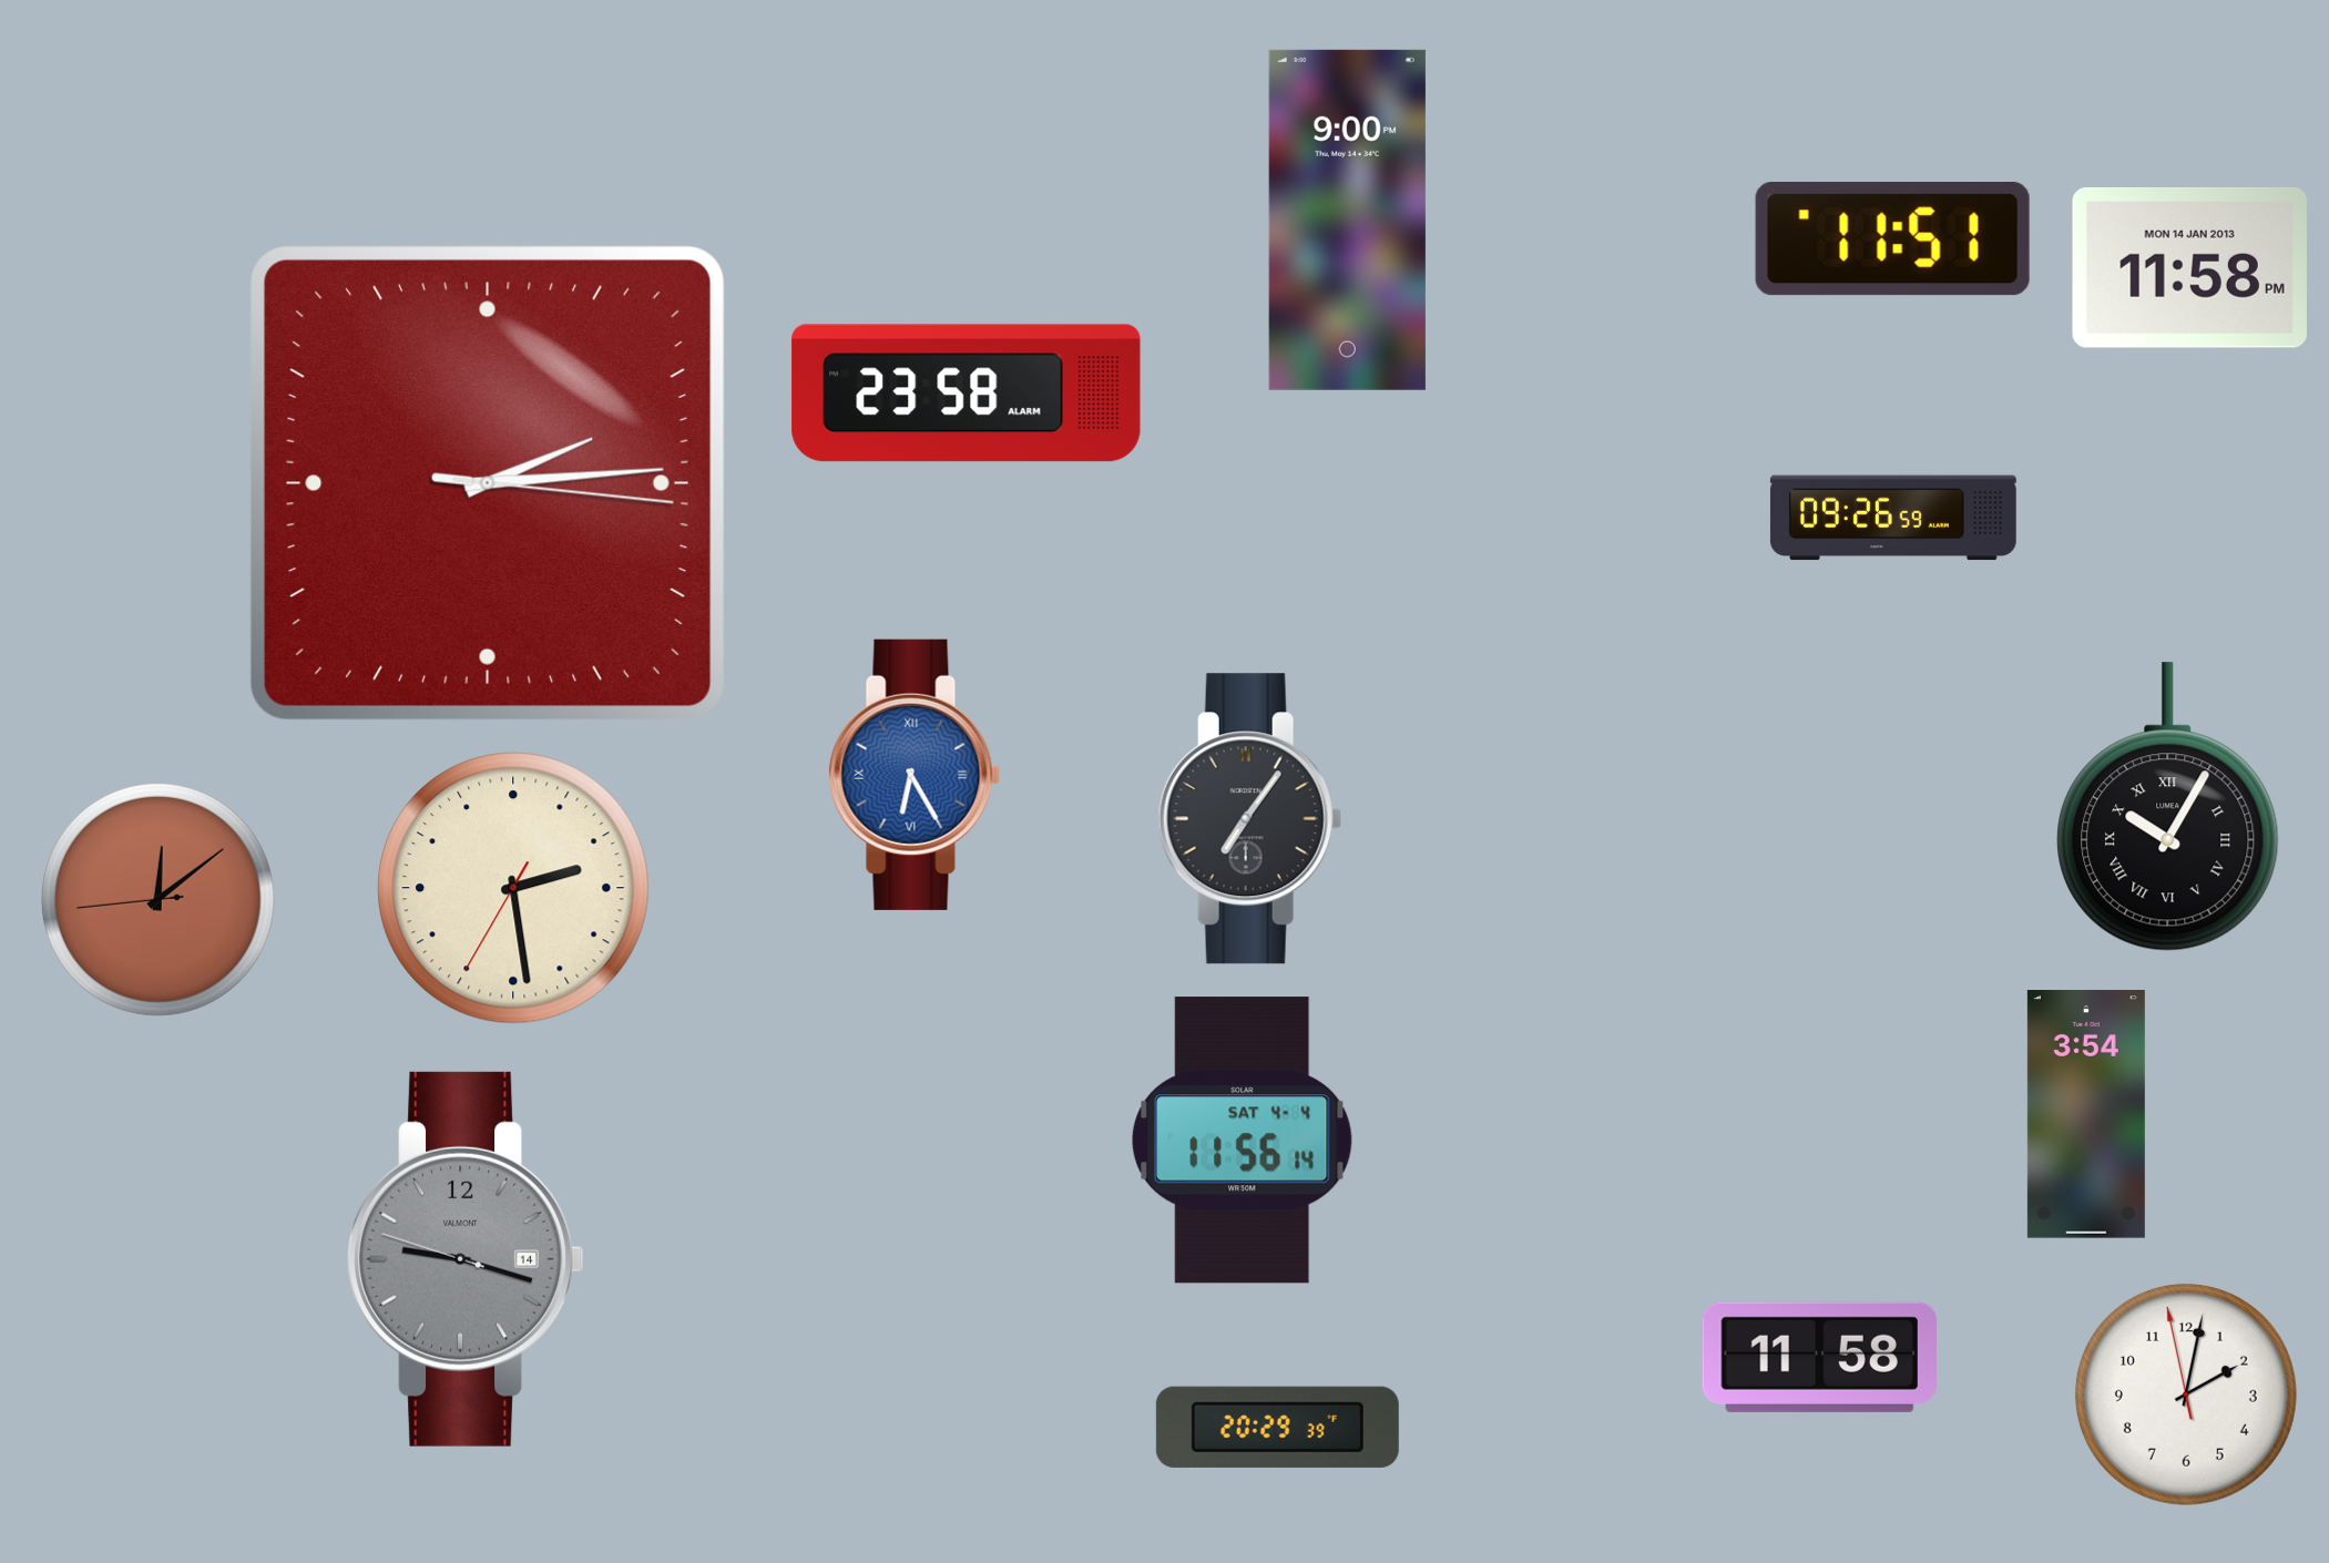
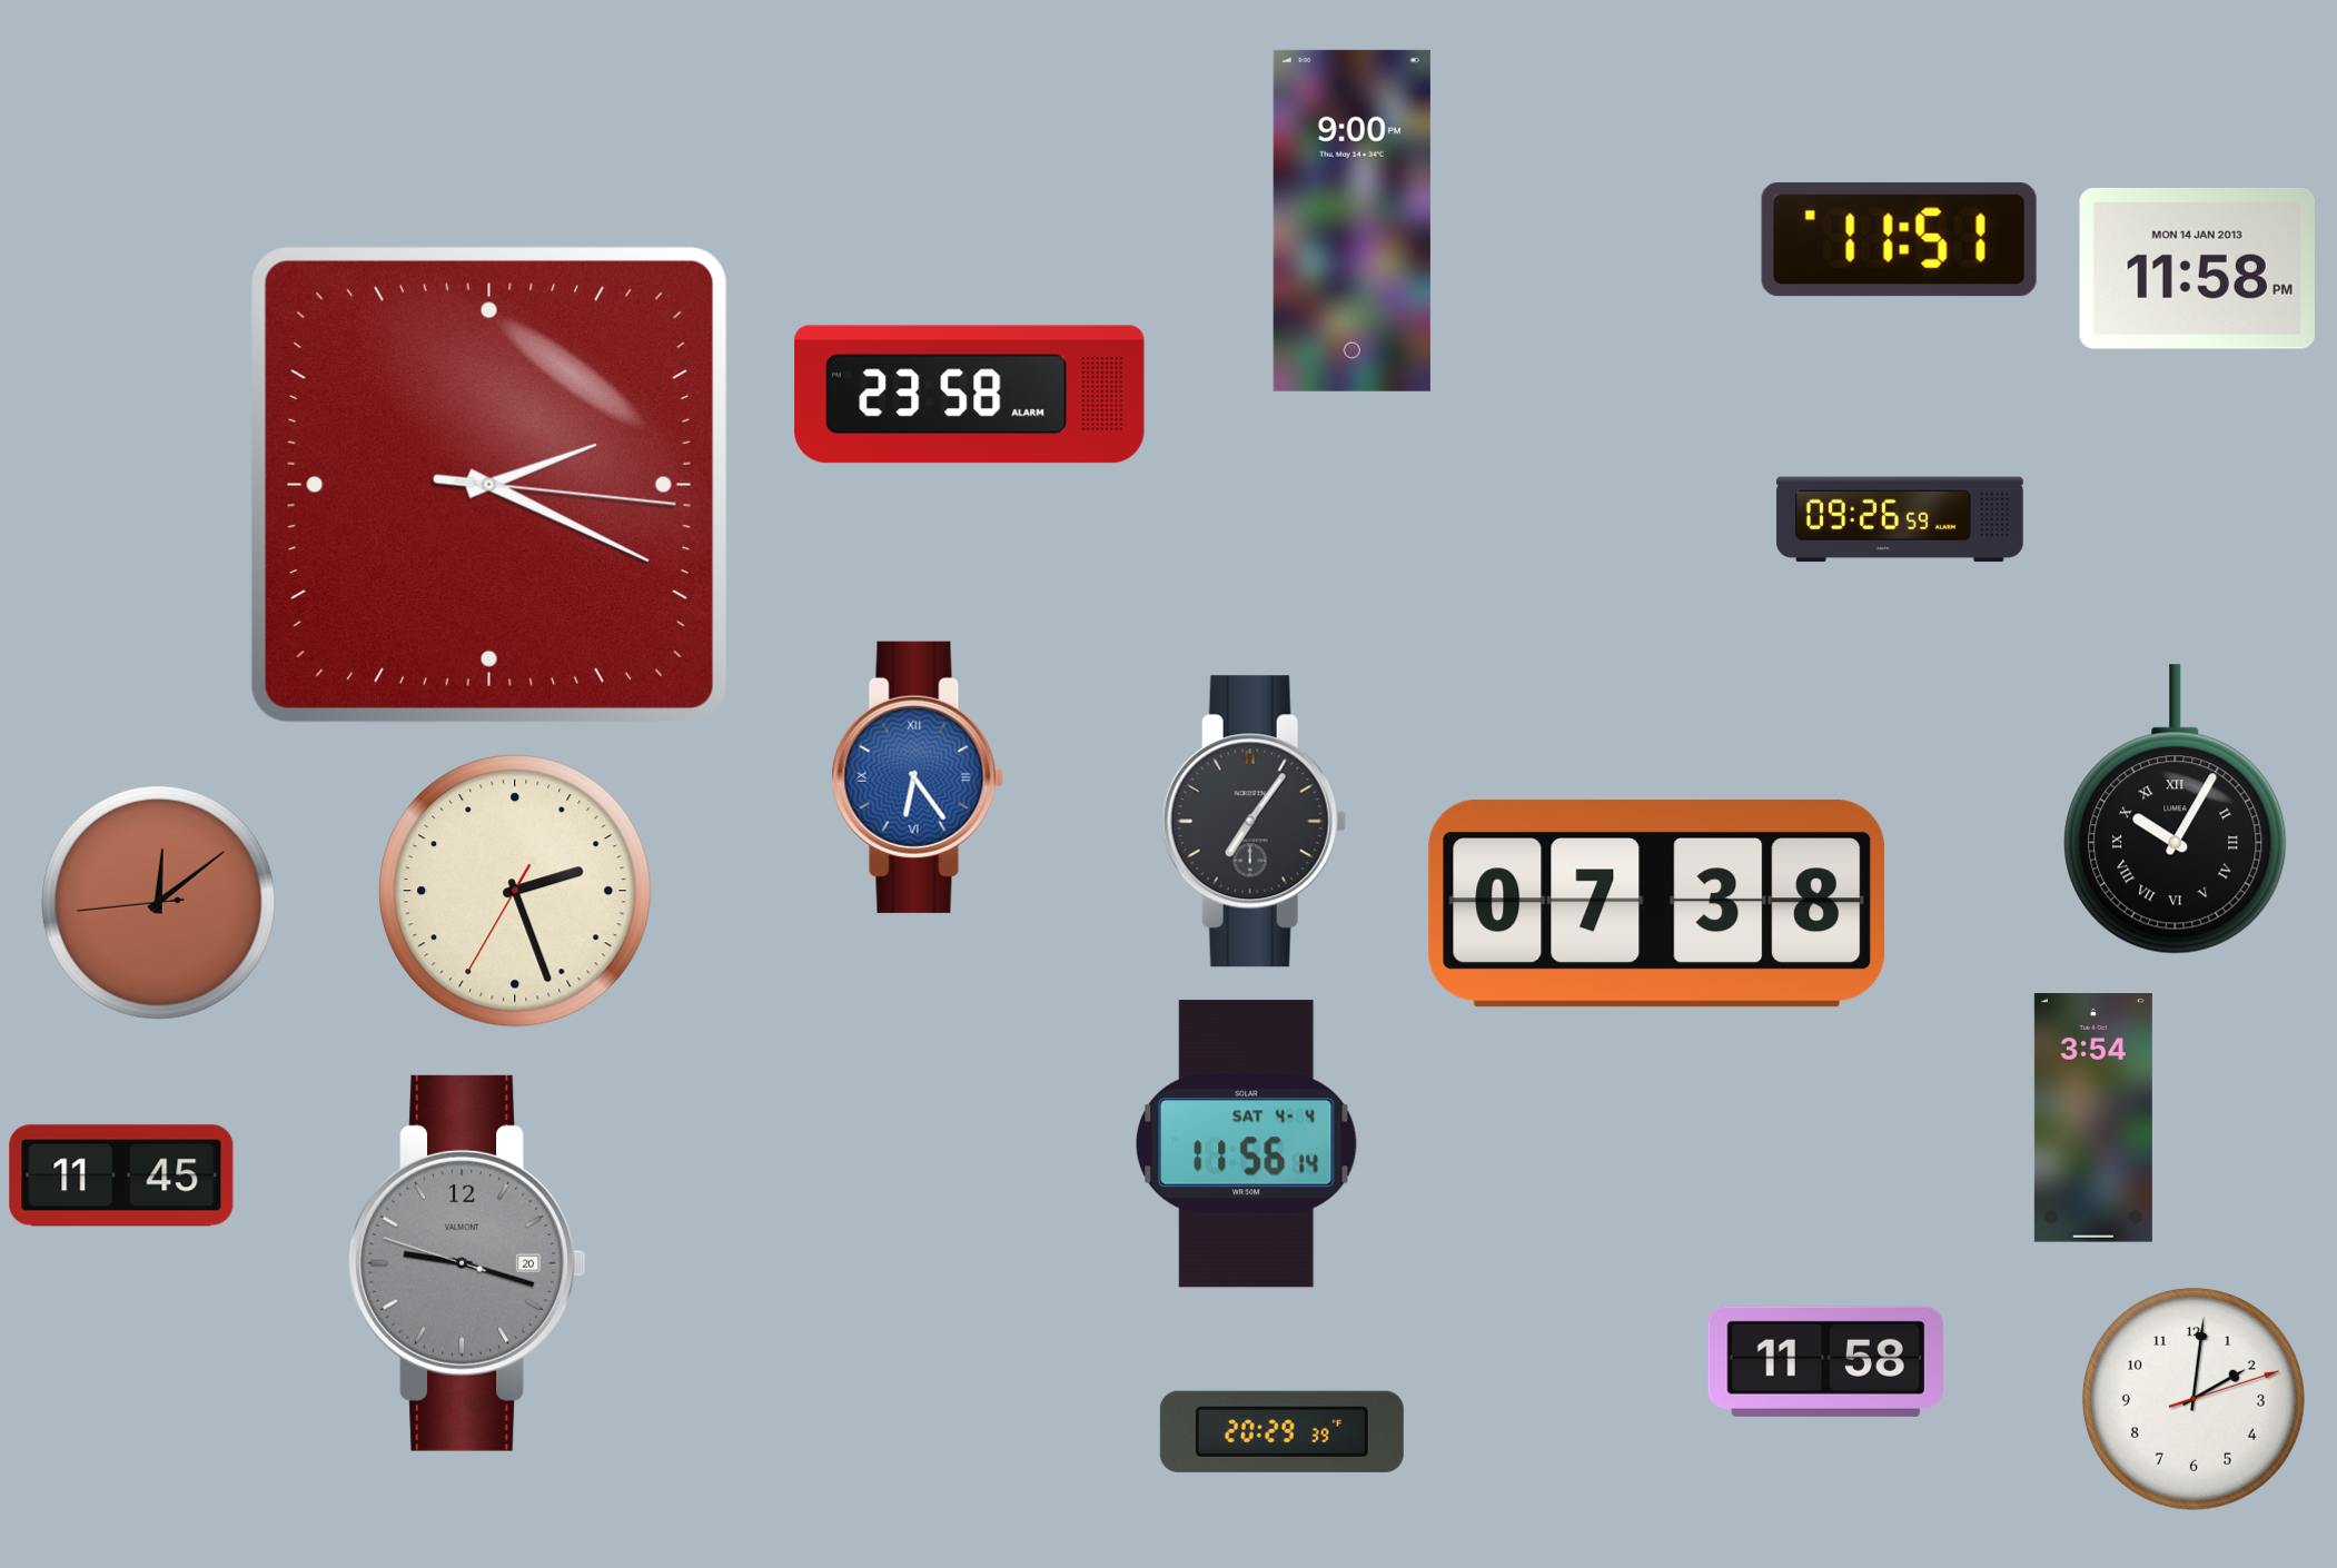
clock at (488, 483): 2:14 -> 2:19
clock at (915, 775): 6:25 -> 6:24
clock at (513, 888): 2:28 -> 2:26
clock at (1657, 904): none -> 07:38
clock at (121, 1175): none -> 11:45
clock at (466, 1259) date: 14 -> 20
clock at (2186, 1395): 2:01:58 -> 2:01:12
